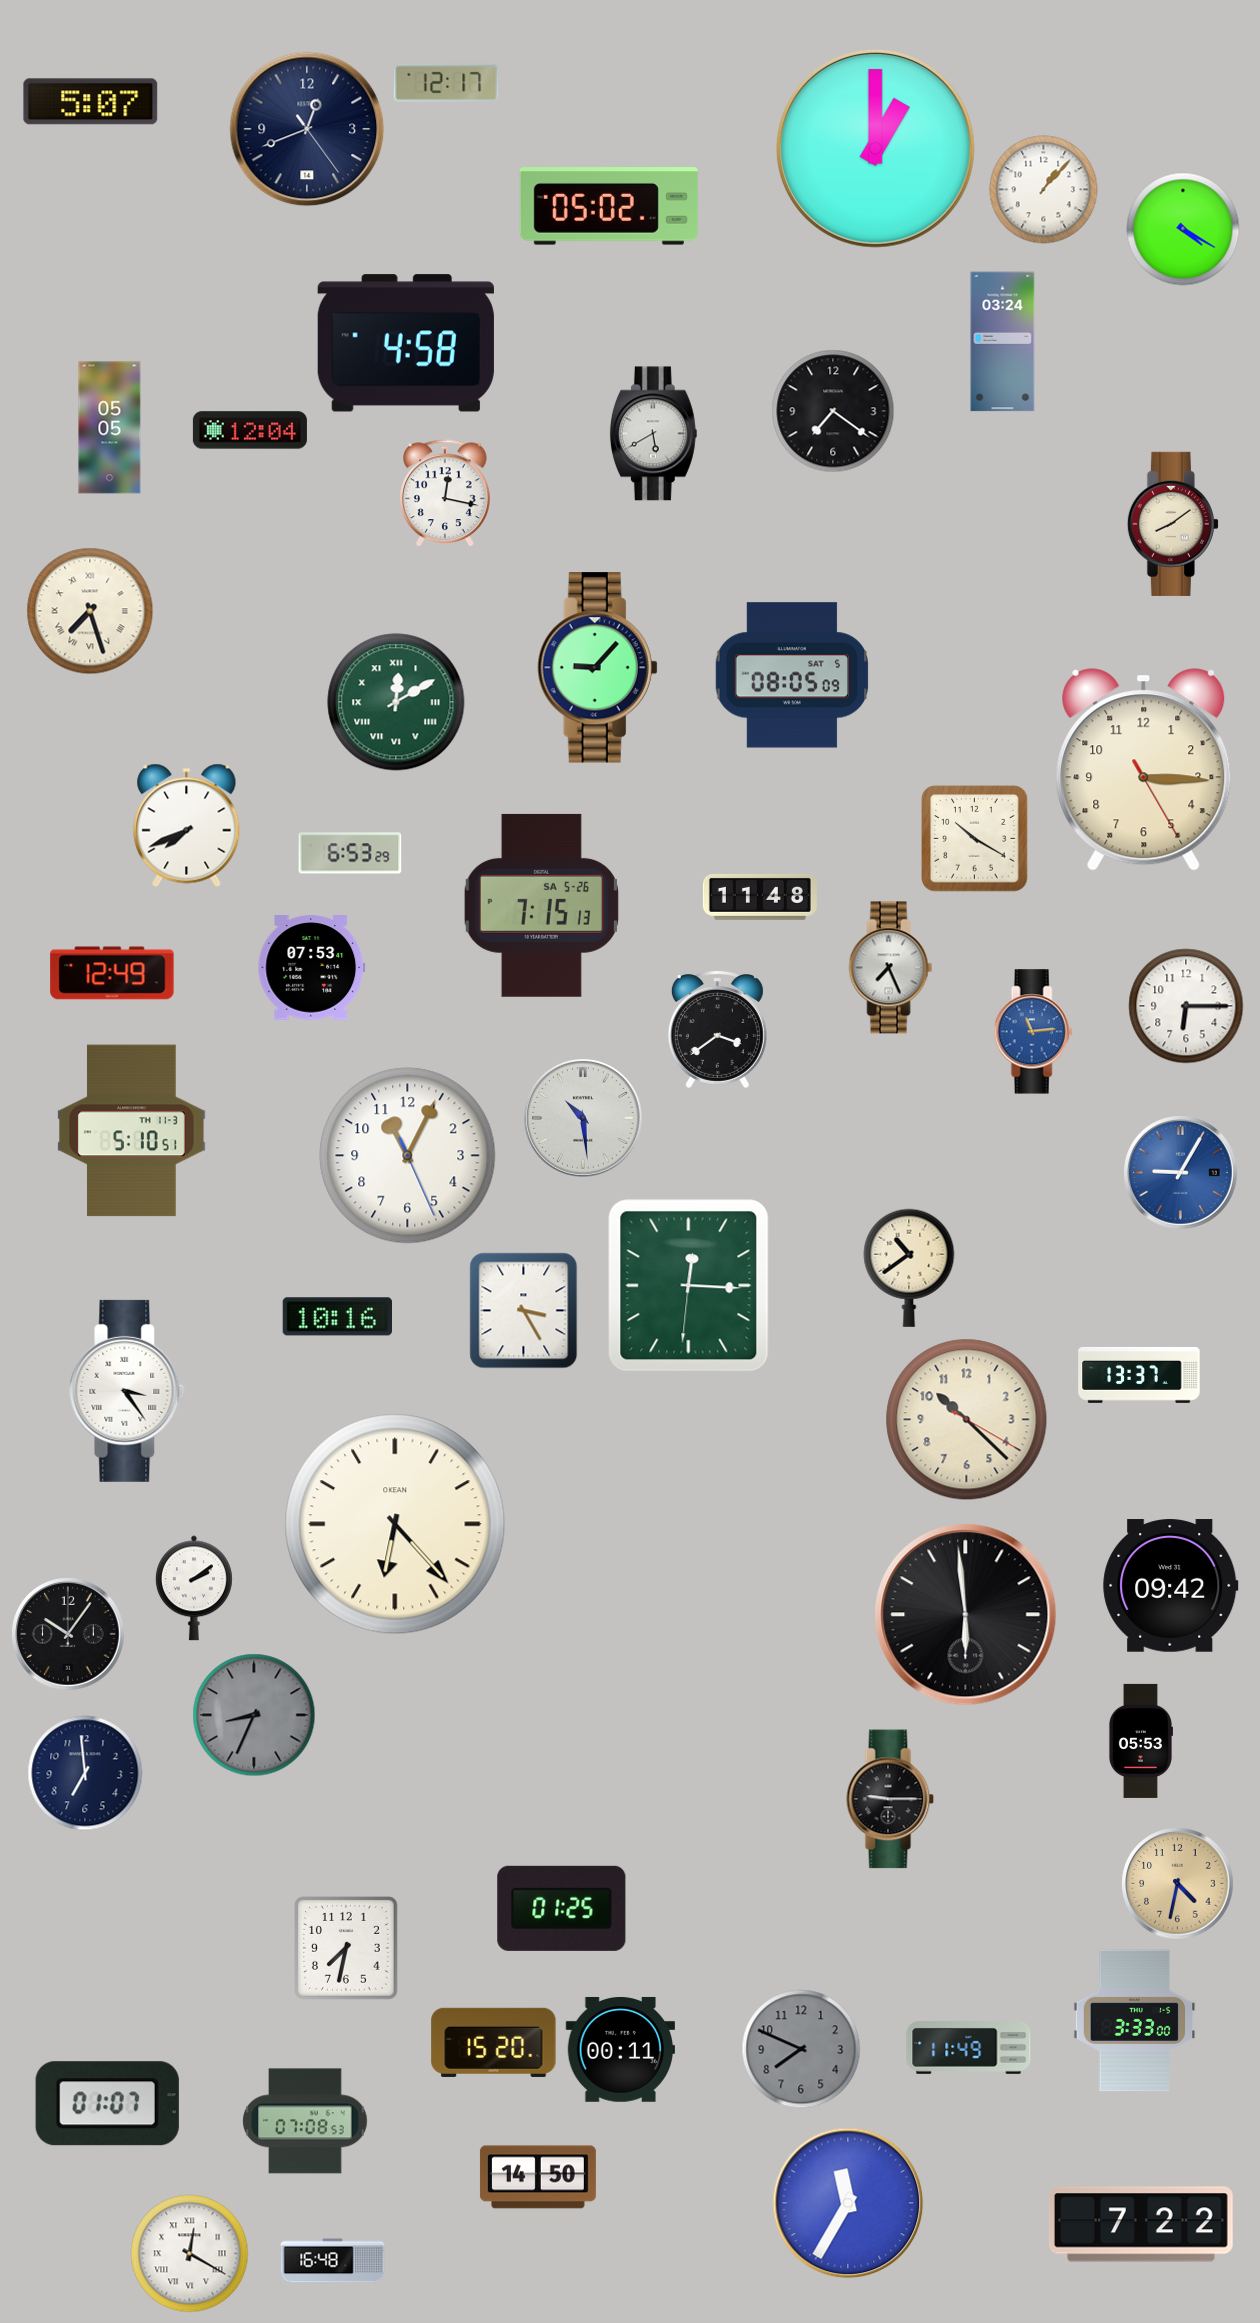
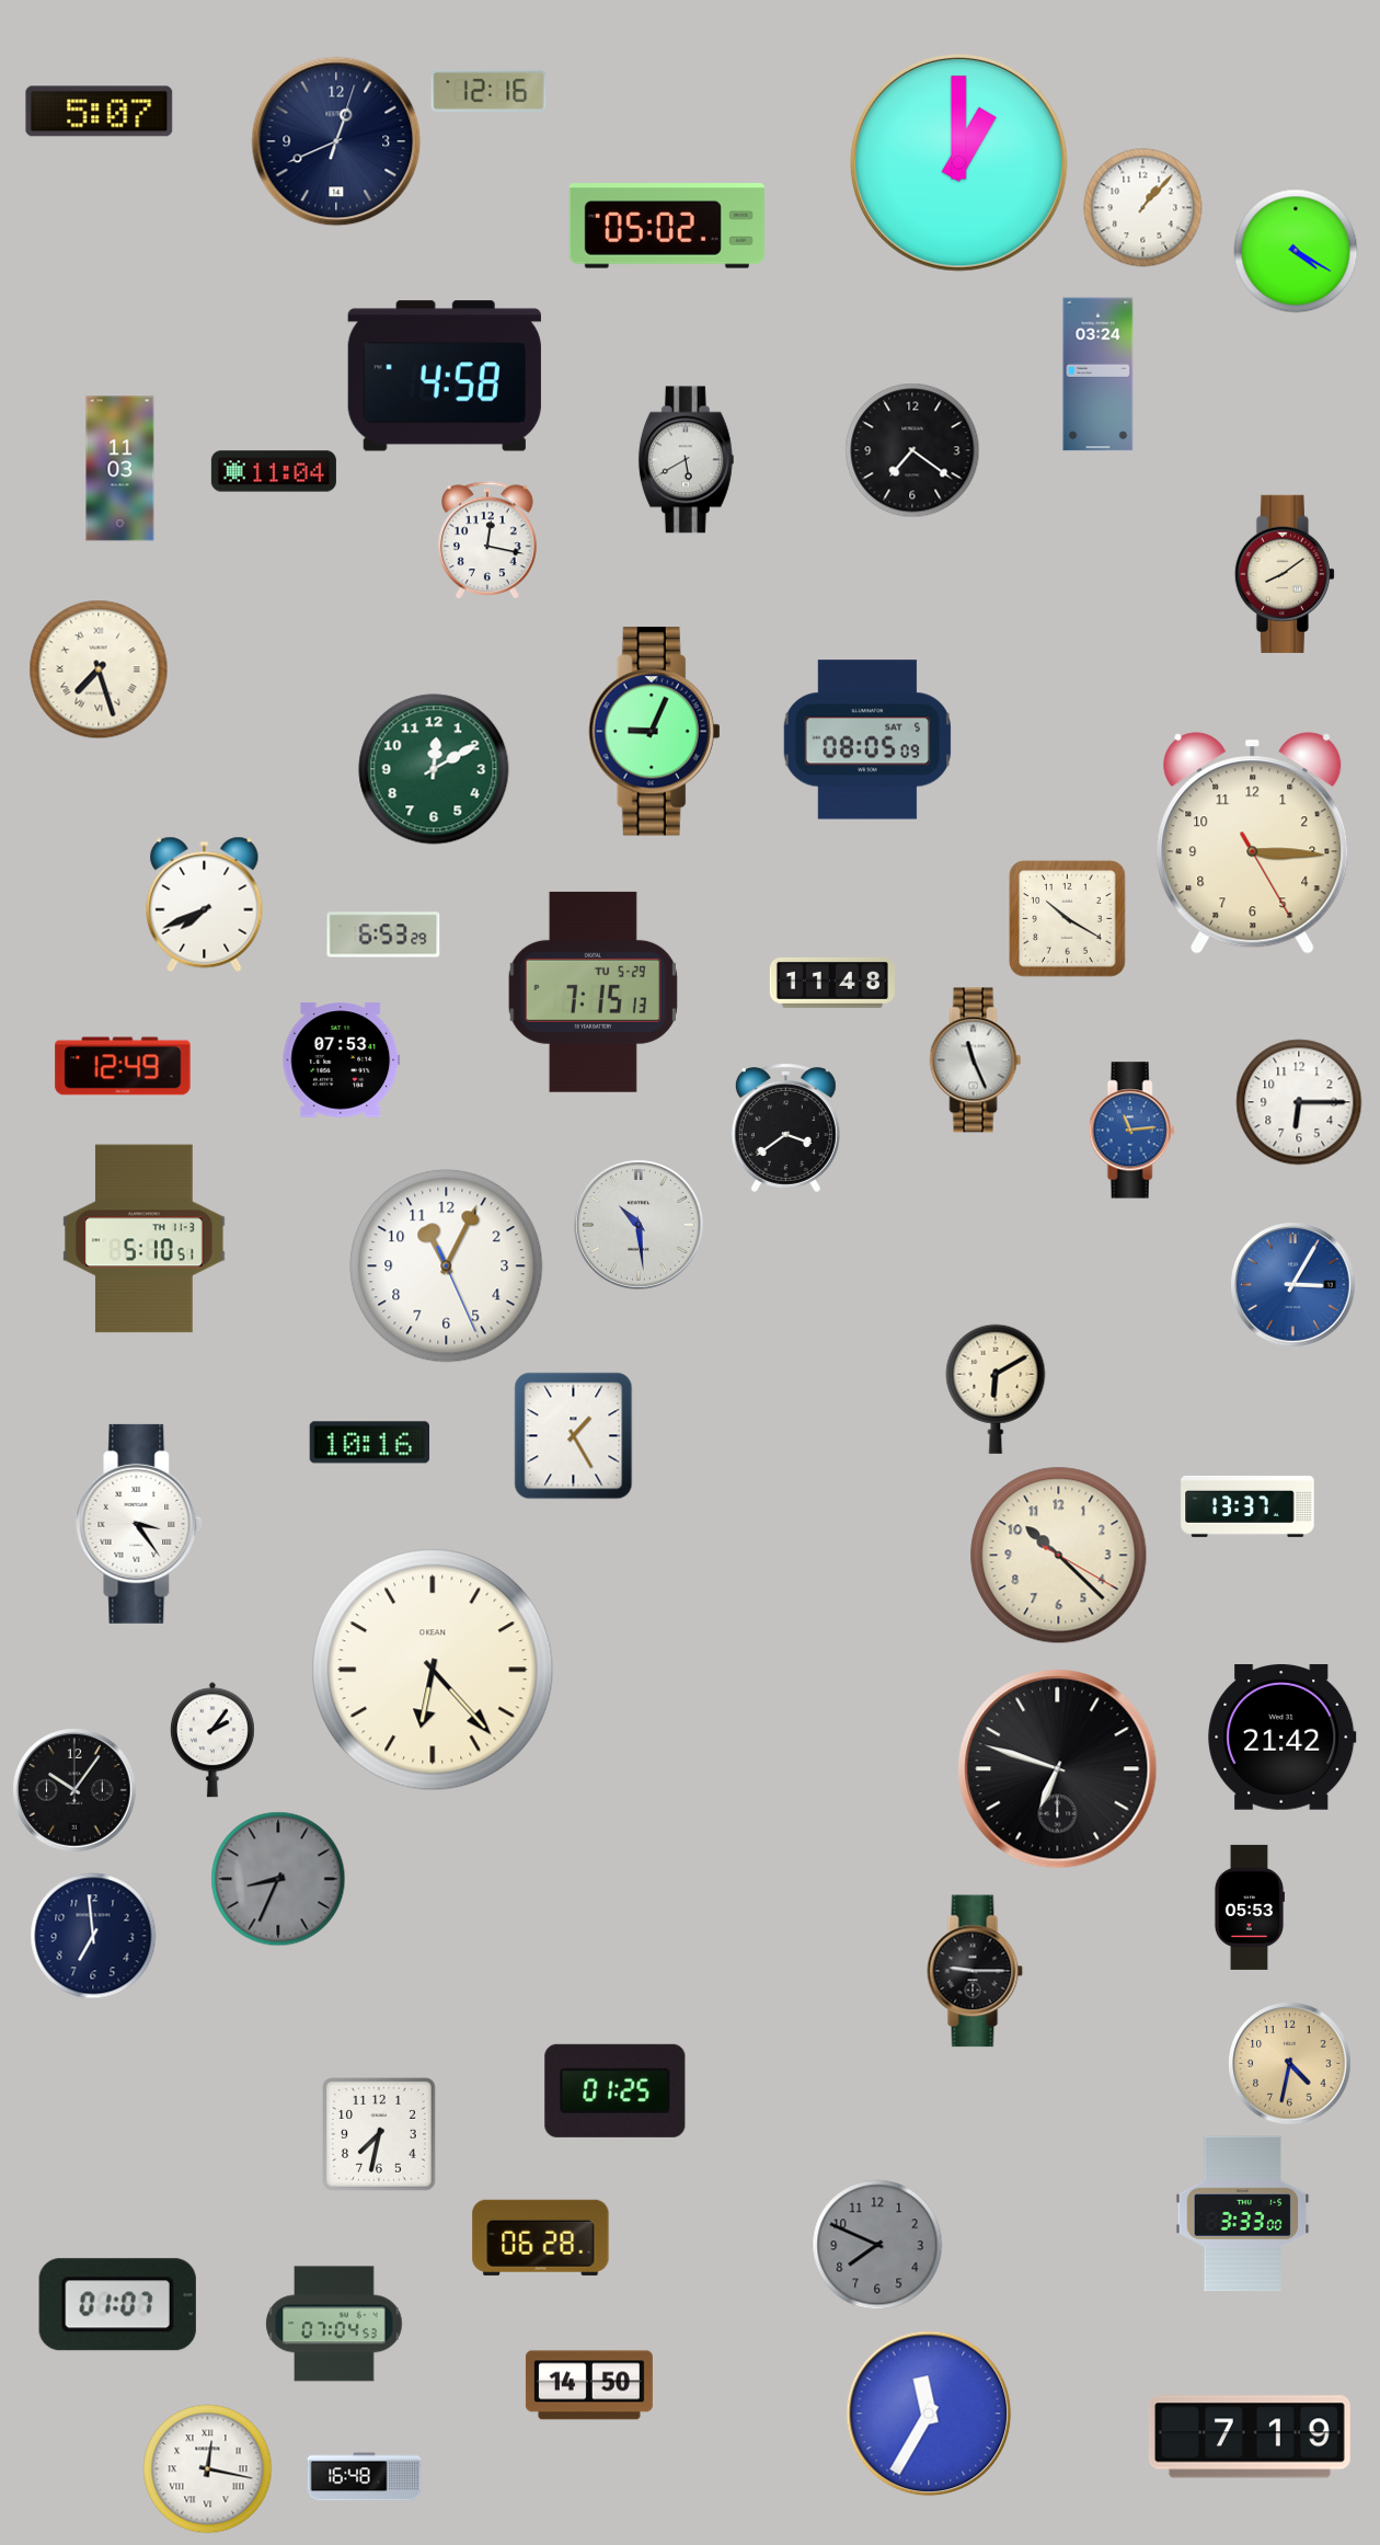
clock at (446, 83): 12:17 -> 12:16
clock at (307, 129): 12:41:24 -> 12:41:03
clock at (110, 428): 05:05 -> 11:03
clock at (250, 430): 12:04 -> 11:04
clock at (653, 434) position: (653, 434) -> (686, 460)
clock at (597, 668): 9:07 -> 9:04
clock at (396, 702) numerals: Roman -> Arabic
clock at (541, 905) date: SA 5-26 -> TU 5-29
clock at (891, 968): 7:26 -> 11:26
clock at (1181, 1173): 9:05 -> 3:05
clock at (909, 1268): 10:39 -> 6:10
clock at (689, 1286): 12:15 -> none
clock at (524, 1311): 3:25 -> 1:25
clock at (1171, 1586): 09:42 -> 21:42
clock at (194, 1588): 2:09 -> 2:06
clock at (966, 1615): 5:59 -> 6:48
clock at (85, 1773) position: (85, 1773) -> (93, 1936)
clock at (494, 2042): 15:20 -> 06:28
clock at (969, 2048): 11:49 -> none
clock at (621, 2049): 00:11 -> none
clock at (305, 2121): 07:08 -> 07:04
clock at (1141, 2224): 7:22 -> 7:19
clock at (190, 2254): 12:20 -> 12:17
